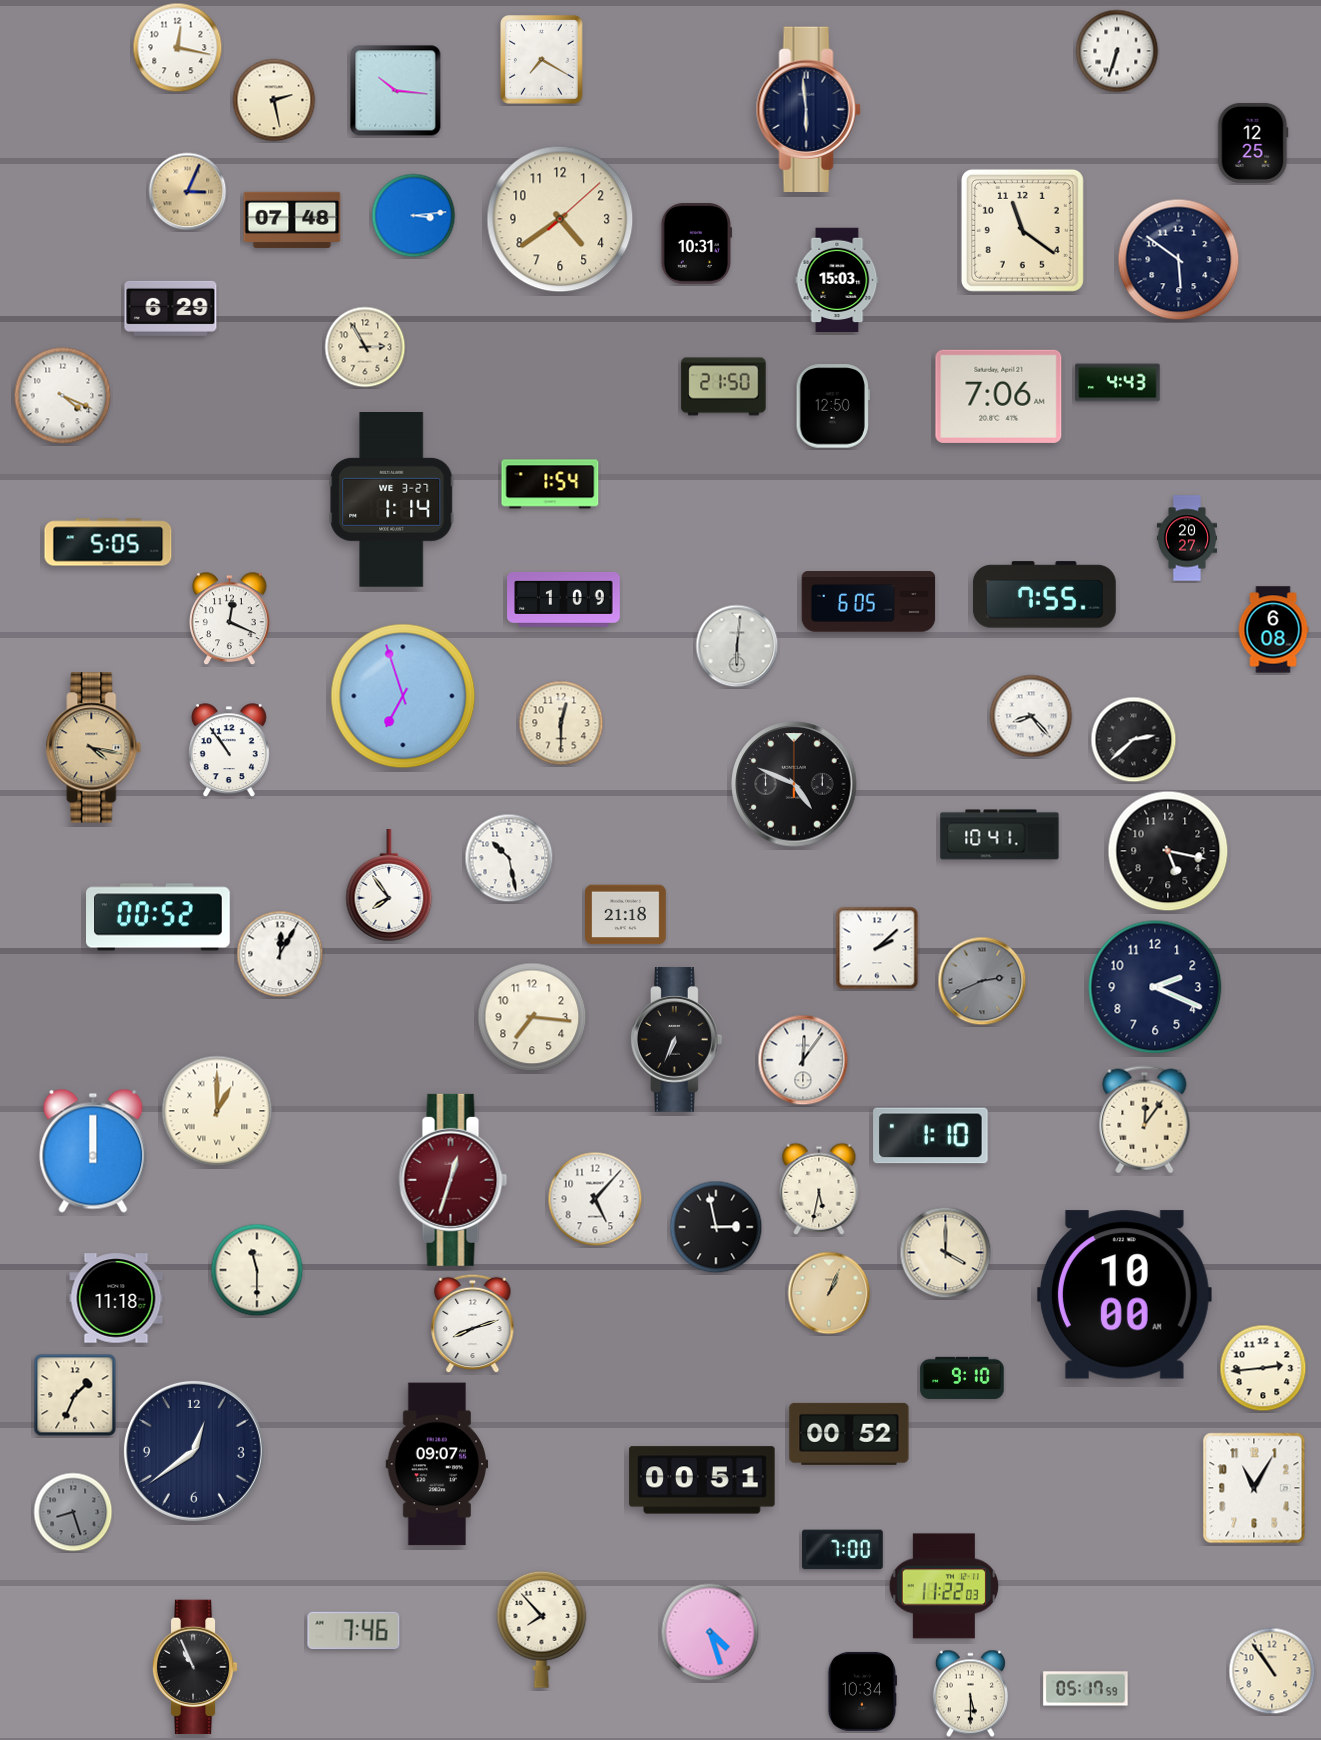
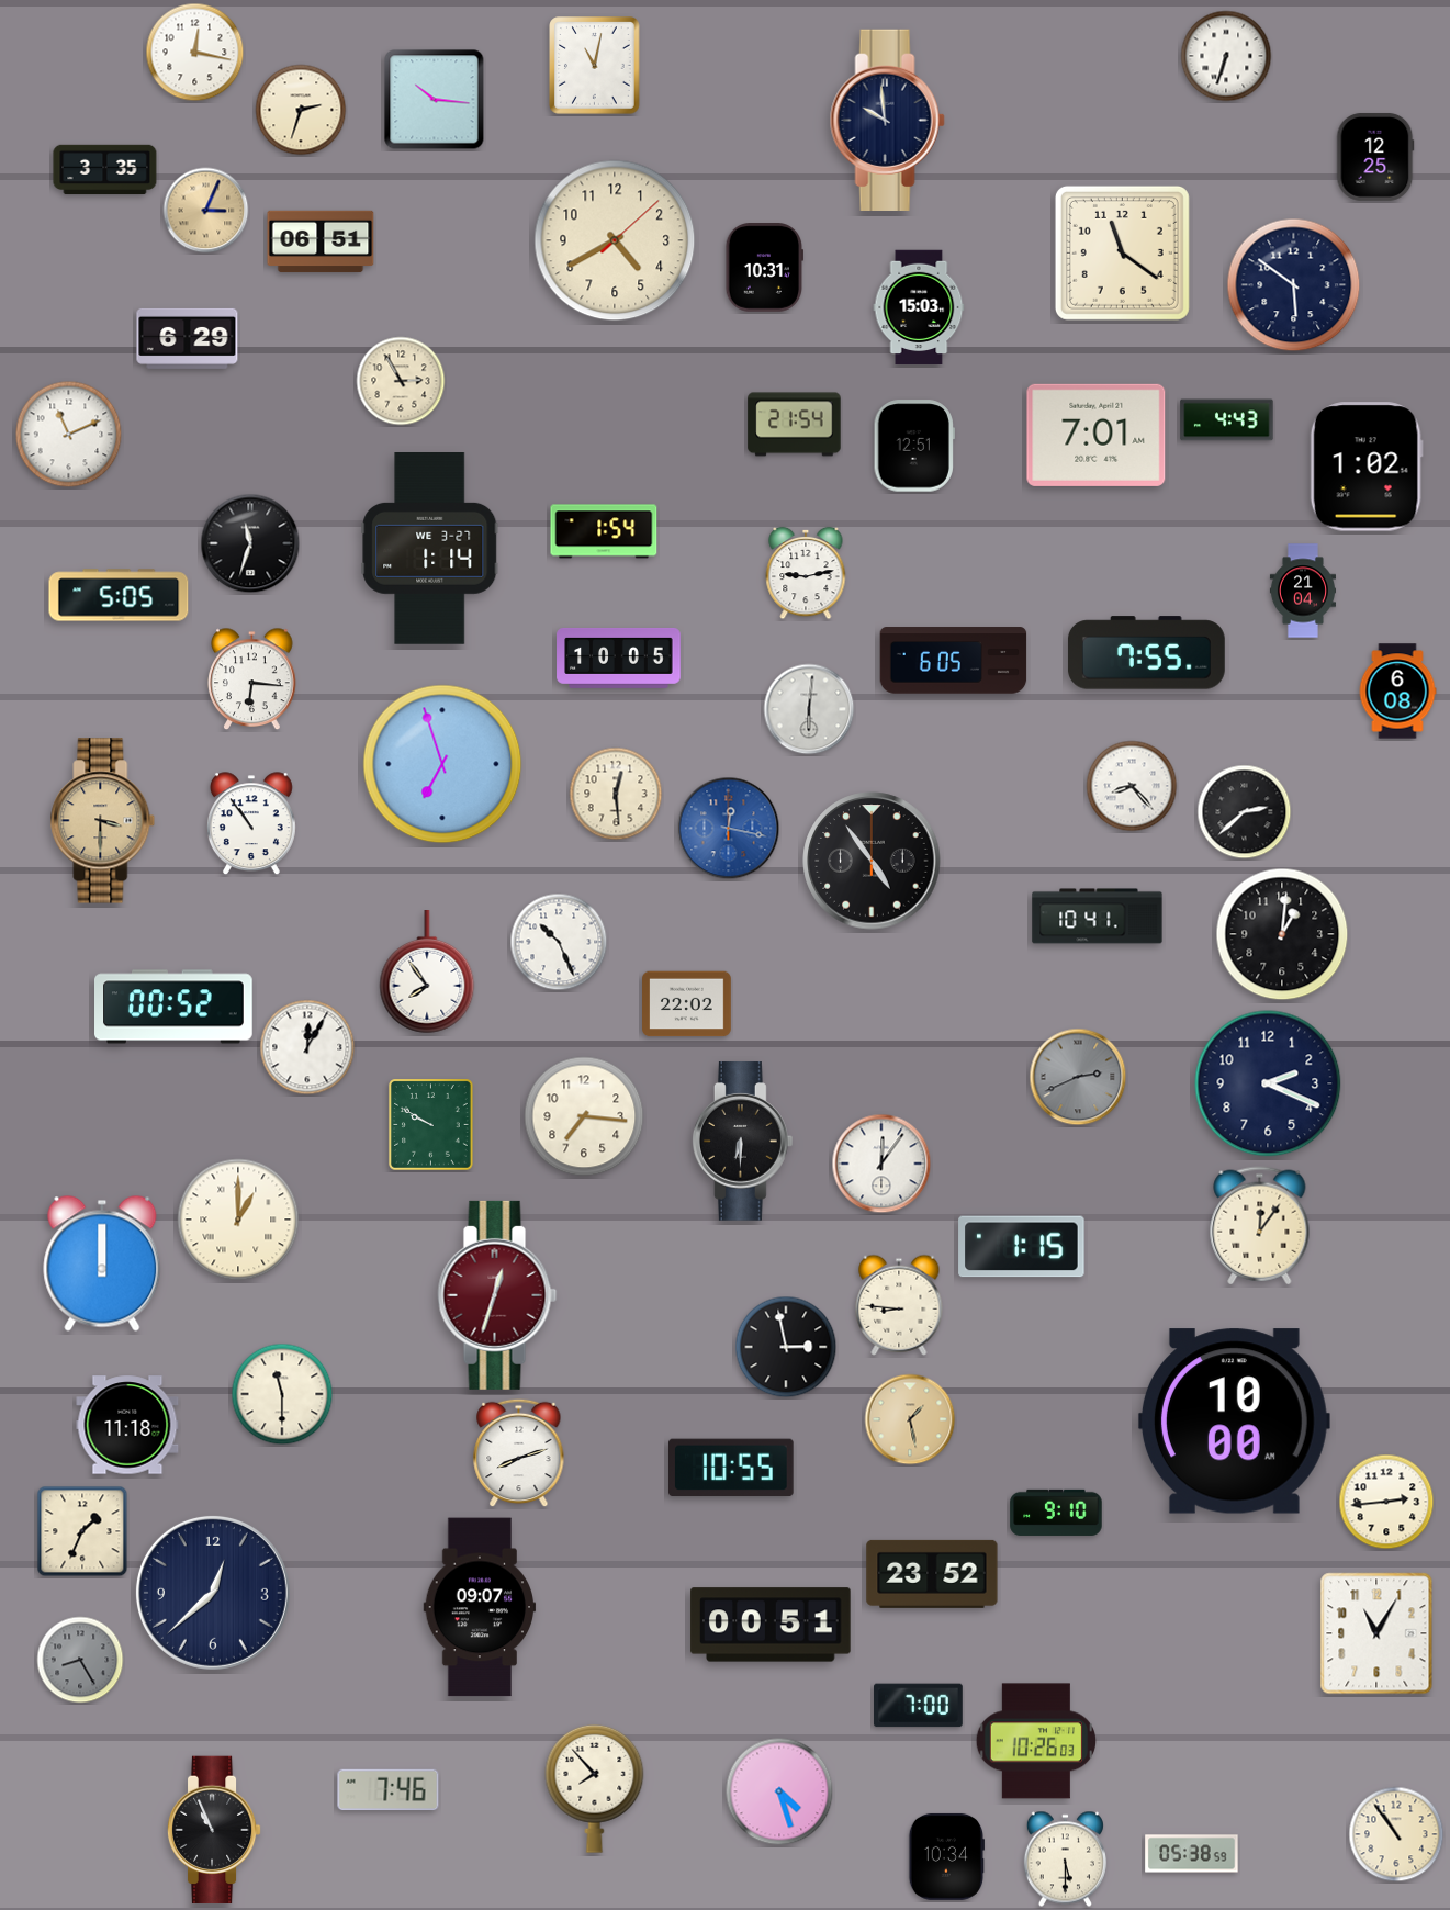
clock at (542, 60): 7:20 -> 11:02
clock at (274, 100): 2:28 -> 2:33
clock at (808, 109): 5:59 -> 9:59
clock at (105, 170): none -> 3:35
clock at (414, 216): 3:14 -> none
clock at (560, 219): 4:39 -> 4:40
clock at (292, 220): 07:48 -> 06:51
clock at (724, 387): 21:50 -> 21:54
clock at (63, 396): 4:19 -> 11:11
clock at (999, 396): 7:06 -> 7:01
clock at (833, 406): 12:50 -> 12:51
clock at (1367, 467): none -> 1:02
clock at (250, 543): none -> 11:33
clock at (806, 573): none -> 9:13
clock at (1187, 538): 20:27 -> 21:04
clock at (564, 599): 1:09 -> 10:05
clock at (230, 619): 12:19 -> 6:16
clock at (561, 723): 12:30 -> 12:29
clock at (94, 748): 4:17 -> 3:30
clock at (729, 829): none -> 12:17
clock at (794, 784): 4:49 -> 4:54
clock at (1168, 851): 5:17 -> 1:01
clock at (509, 858): 10:28 -> 10:26
clock at (626, 915): 21:18 -> 22:02
clock at (877, 948): 2:08 -> none
clock at (431, 1125): none -> 9:50
clock at (677, 1040): 6:34 -> 6:30
clock at (1145, 1120) position: (1145, 1120) -> (1260, 1226)
clock at (931, 1136): 1:10 -> 1:15
clock at (819, 1189): 5:32 -> 8:46
clock at (595, 1199): 5:07 -> none
clock at (946, 1253): 4:00 -> none
clock at (829, 1293): 1:04 -> 1:28
clock at (732, 1468): none -> 10:55
clock at (849, 1434): 00:52 -> 23:52
clock at (194, 1451): 12:39 -> 12:38
clock at (73, 1512): 8:27 -> 8:25
clock at (843, 1550) position: (843, 1550) -> (919, 1706)
clock at (944, 1586): 11:22 -> 10:26
clock at (1086, 1689): 05:17 -> 05:38
